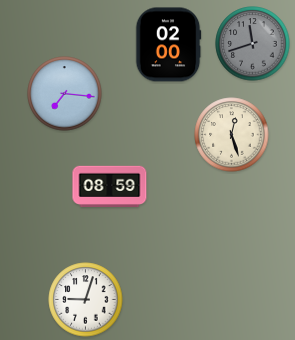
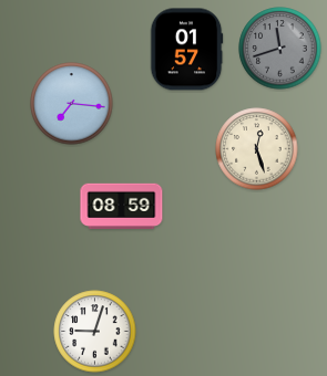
clock at (168, 45): 02:00 -> 01:57
